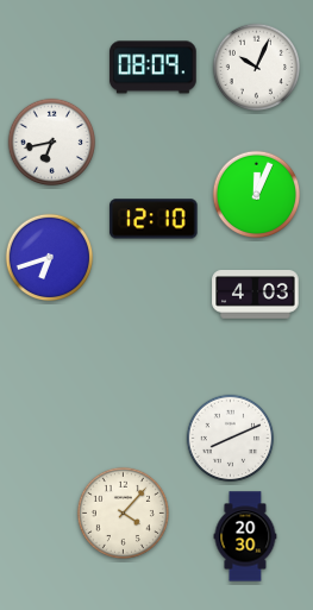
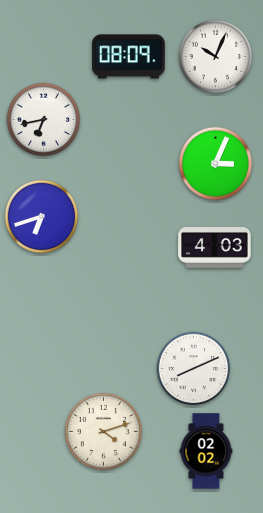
clock at (257, 195): 12:04 -> 3:04
clock at (154, 219): 12:10 -> none
clock at (123, 512): 4:07 -> 4:12
clock at (245, 536): 20:30 -> 02:02
